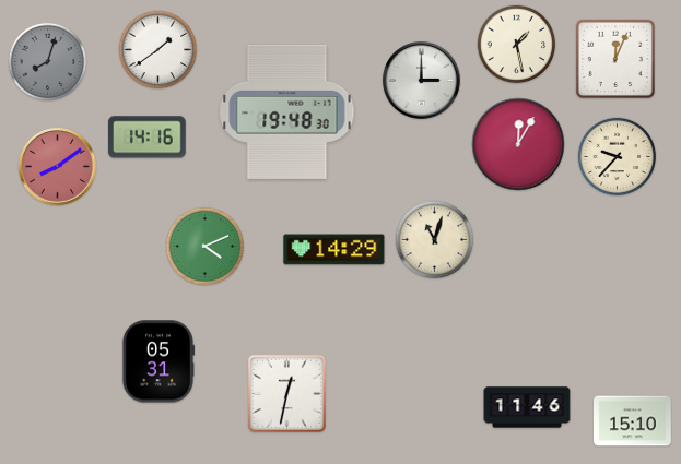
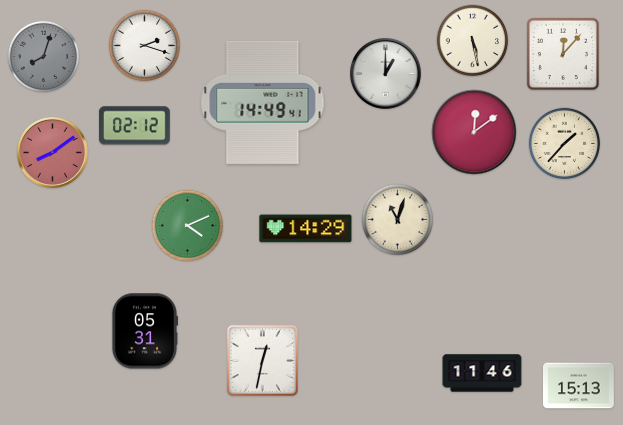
clock at (517, 45): 1:28 -> 5:28
clock at (158, 50): 1:39 -> 2:18
clock at (615, 59): 12:04 -> 12:07
clock at (422, 81): 3:00 -> 1:00
clock at (287, 111): 19:48 -> 14:49
clock at (146, 138): 14:16 -> 02:12
clock at (518, 144): 12:05 -> 12:09
clock at (618, 157): 9:37 -> 1:37
clock at (633, 421): 15:10 -> 15:13
